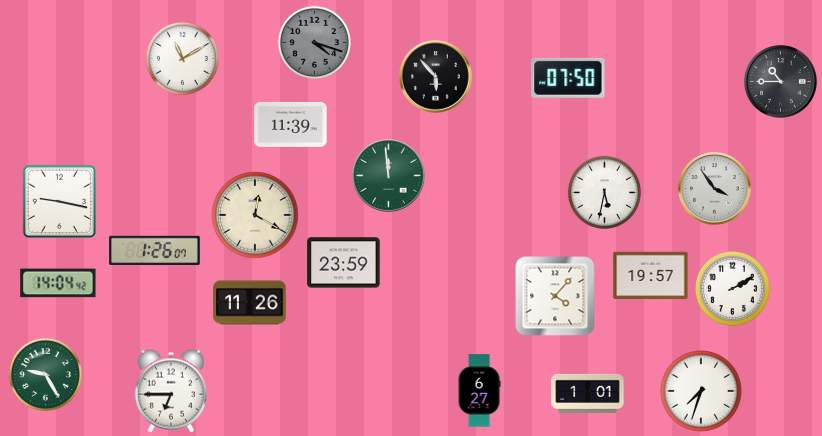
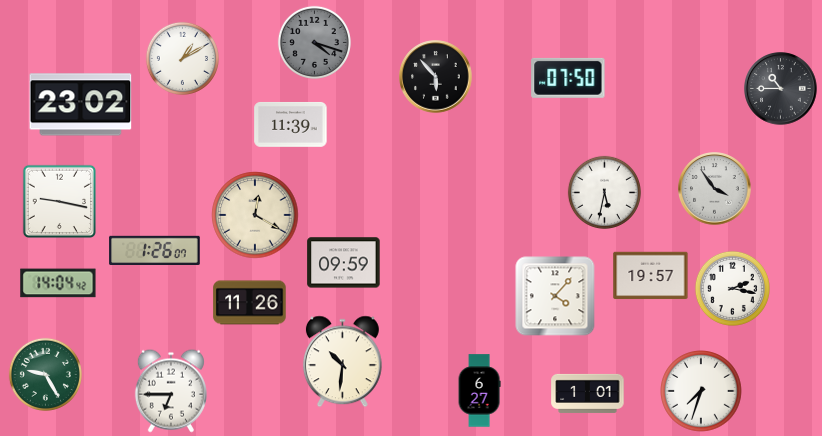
clock at (182, 58): 11:10 -> 1:10
clock at (781, 82) position: (781, 82) -> (781, 89)
clock at (81, 105): none -> 23:02
clock at (389, 176): 11:59 -> none
clock at (344, 263): 23:59 -> 09:59
clock at (732, 288): 2:10 -> 2:17
clock at (342, 362): none -> 10:31
